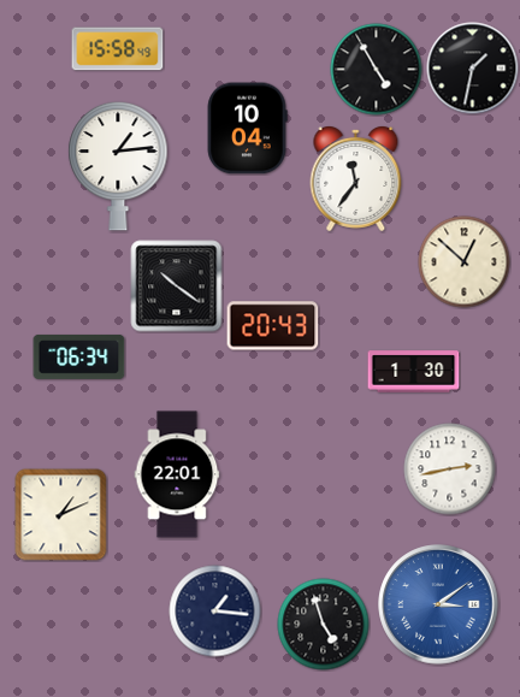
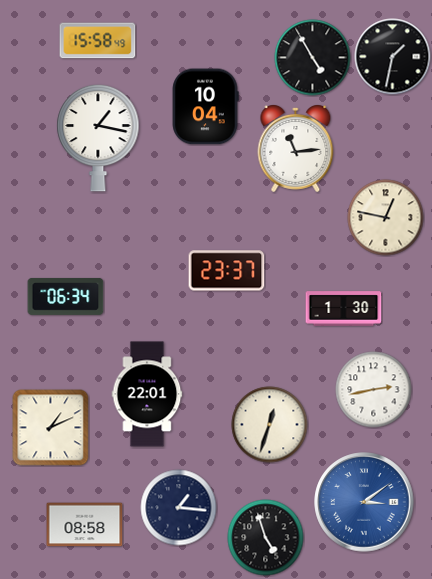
clock at (118, 166): 1:14 -> 1:17
clock at (356, 179): 11:36 -> 11:14
clock at (465, 262): 12:52 -> 12:47
clock at (177, 287): 10:21 -> none
clock at (273, 326): 20:43 -> 23:37
clock at (270, 425): none -> 12:33
clock at (324, 625) position: (324, 625) -> (266, 538)
clock at (85, 525): none -> 08:58
